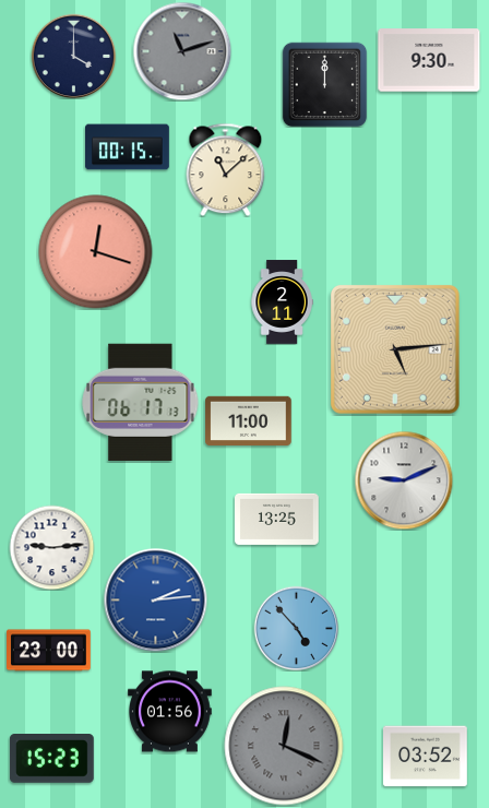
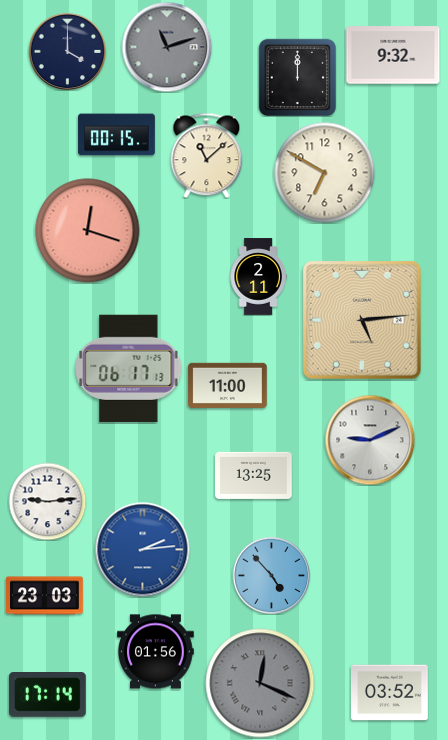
clock at (429, 60): 9:30 -> 9:32
clock at (325, 173): none -> 6:50
clock at (49, 651): 23:00 -> 23:03
clock at (51, 759): 15:23 -> 17:14
